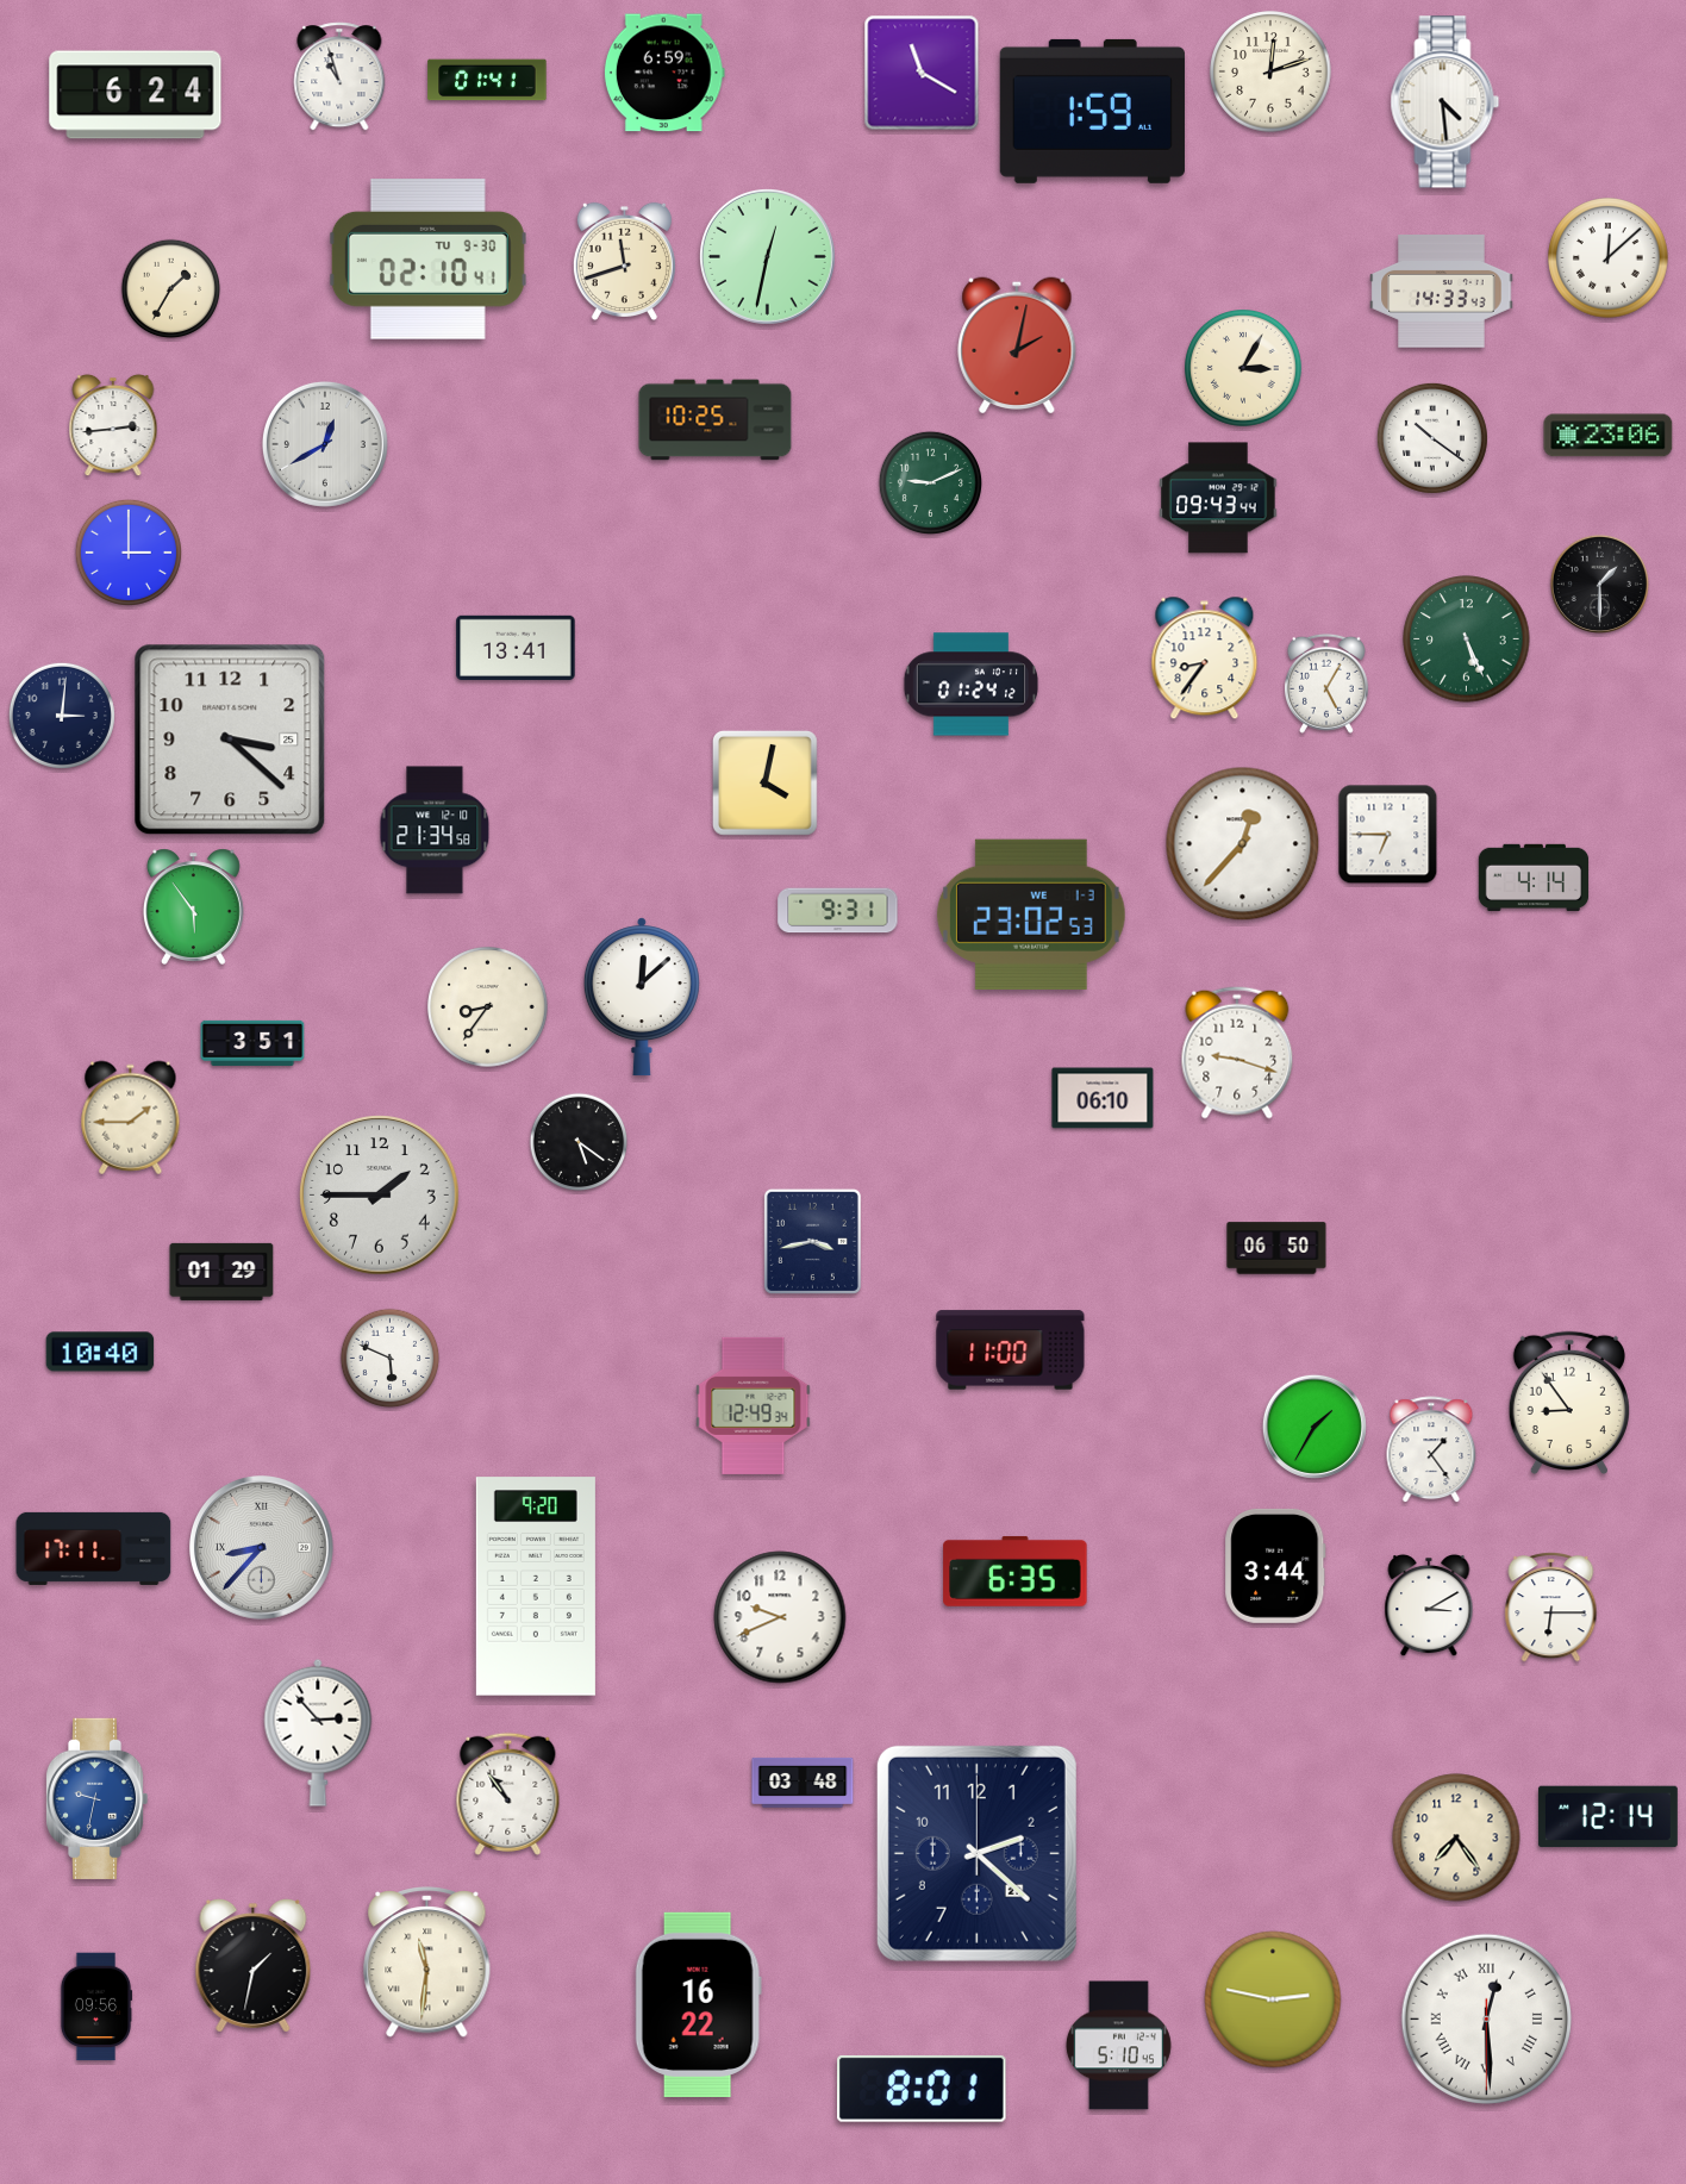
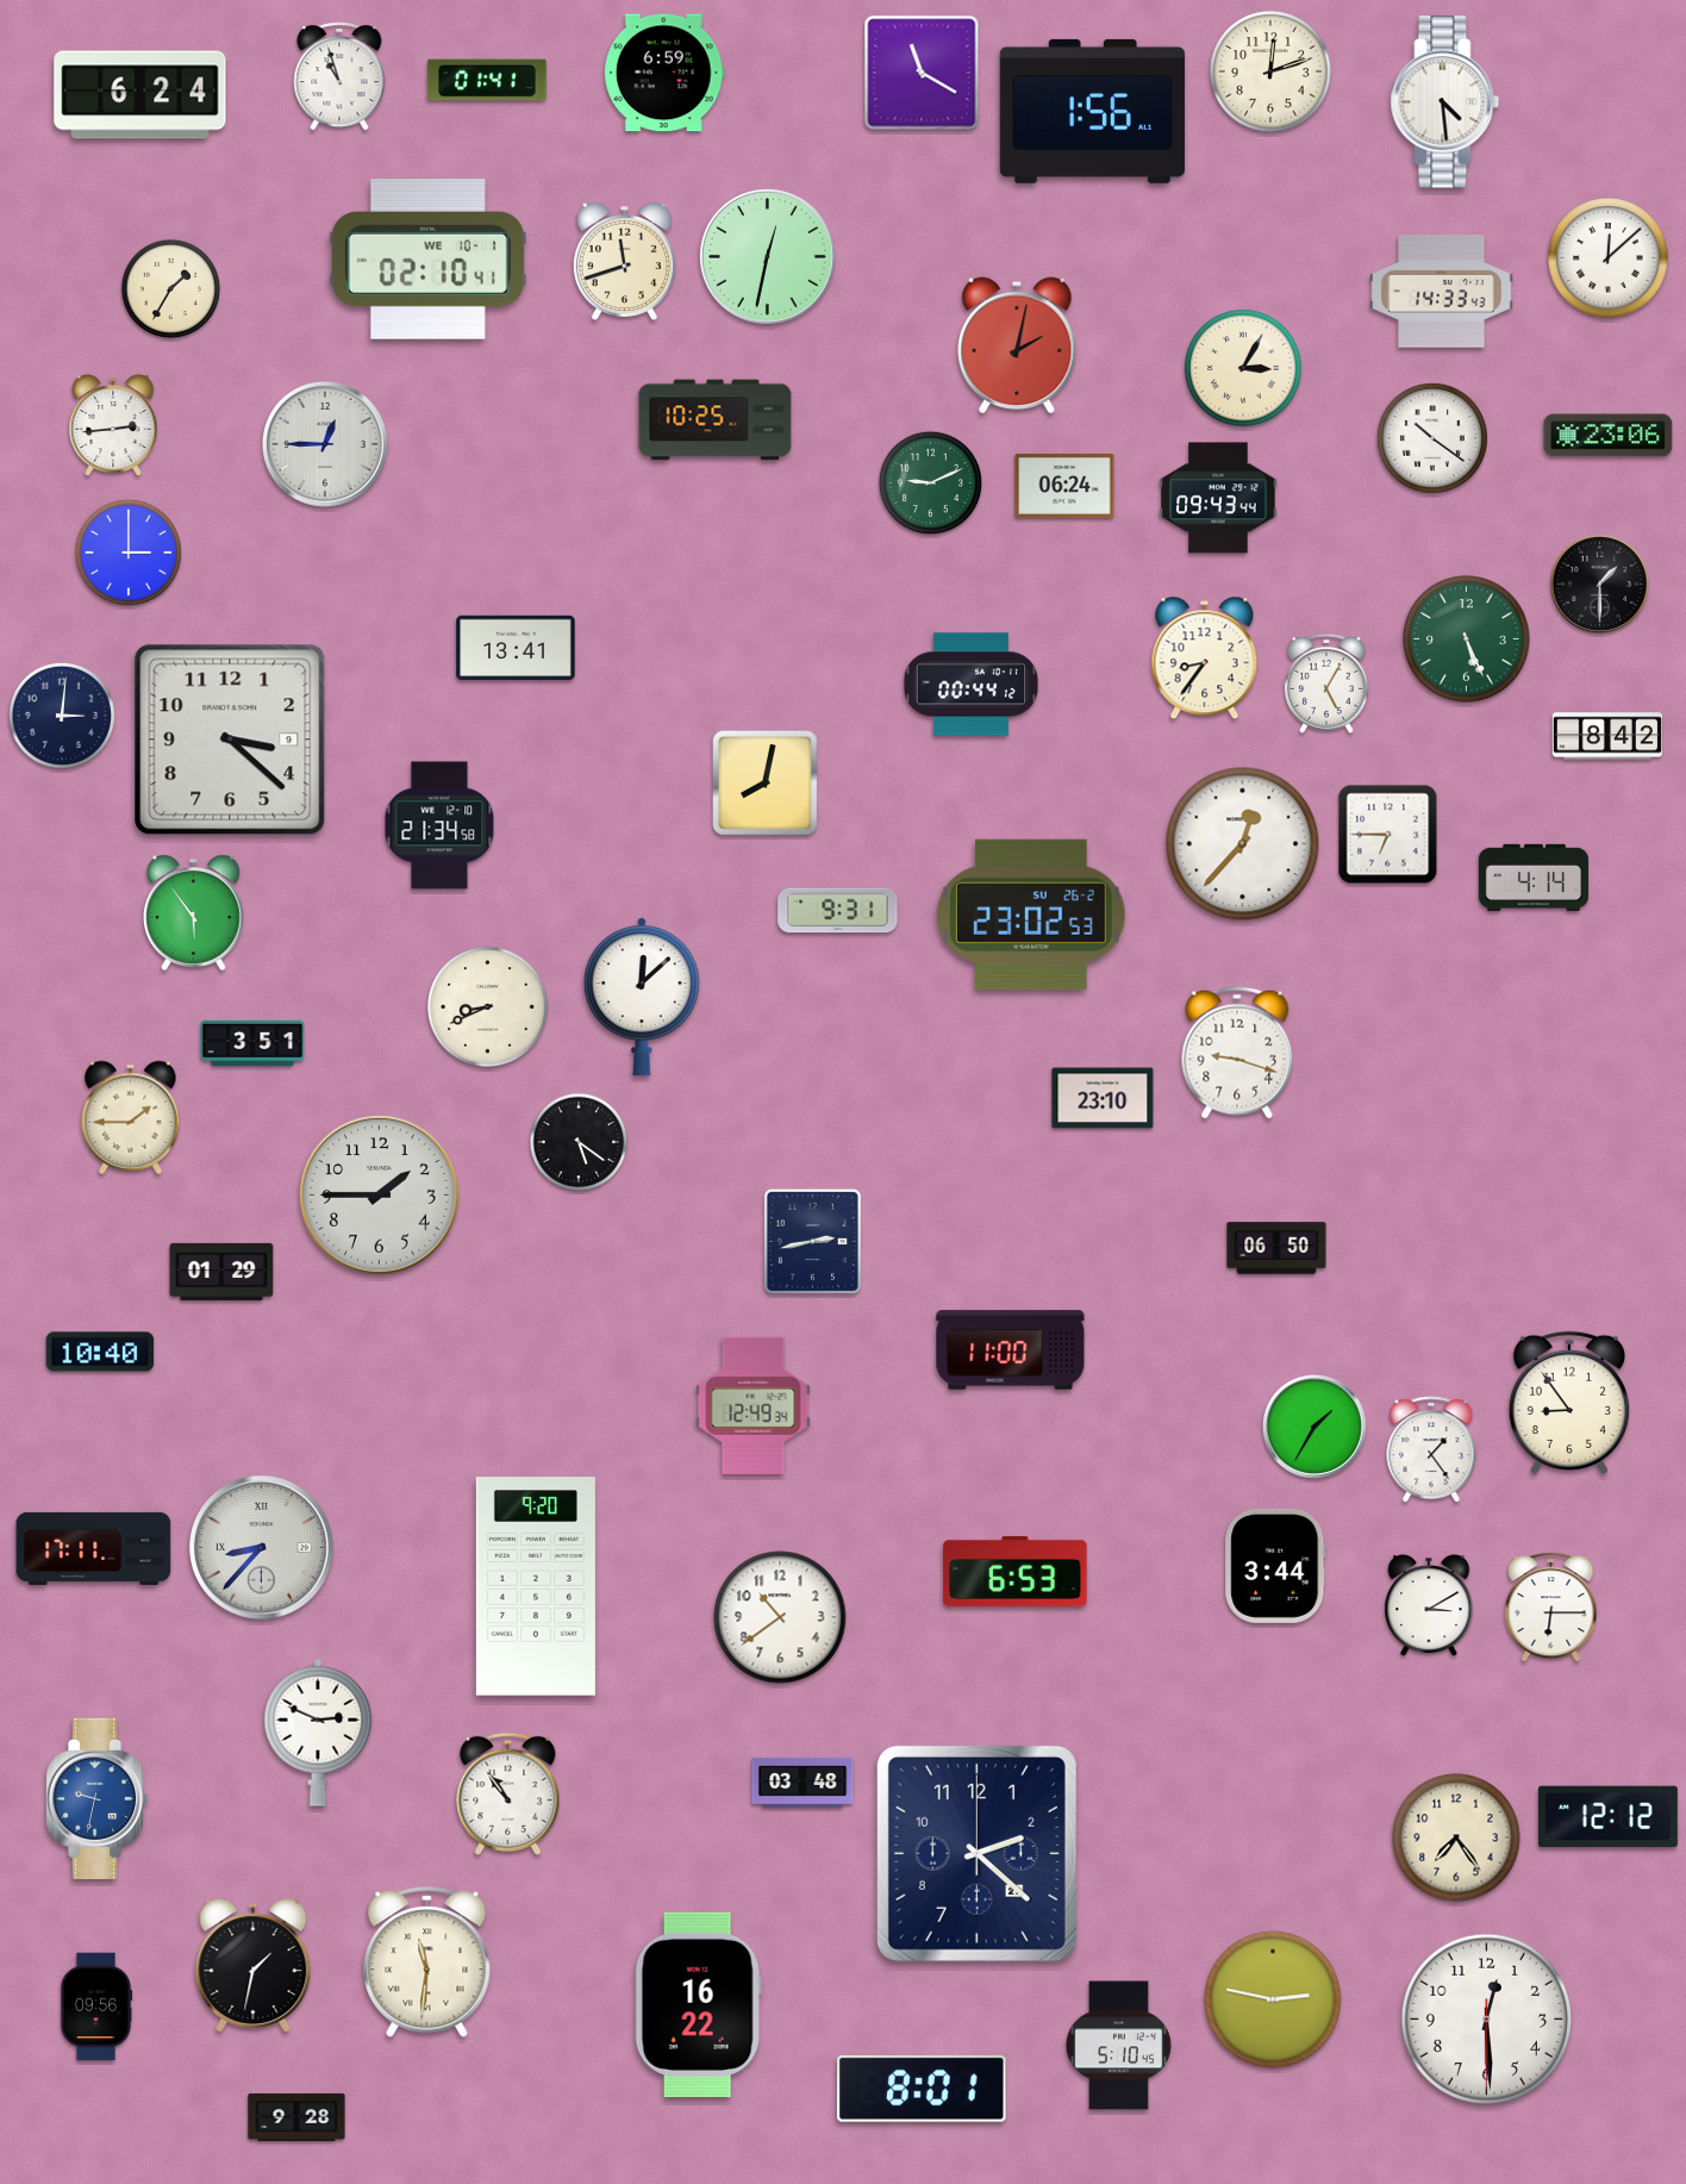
clock at (136, 95) position: (136, 95) -> (140, 95)
clock at (1092, 111): 1:59 -> 1:56
clock at (427, 260) date: TU 9-30 -> WE 10-1
clock at (325, 444): 12:40 -> 12:45
clock at (1064, 486): none -> 06:24
clock at (972, 685): 01:24 -> 00:44
clock at (1606, 736): none -> 8:42
clock at (230, 740) date: 25 -> 9
clock at (766, 784): 4:02 -> 8:02
clock at (435, 830) position: (435, 830) -> (439, 825)
clock at (193, 906) position: (193, 906) -> (193, 912)
clock at (1031, 915) date: WE 1-3 -> SU 26-2
clock at (488, 1007): 8:36 -> 8:41
clock at (1103, 1098): 06:10 -> 23:10
clock at (812, 1241): 3:43 -> 2:43
clock at (391, 1359): 5:49 -> none
clock at (1016, 1571): 6:35 -> 6:53
clock at (780, 1617): 9:41 -> 10:39
clock at (318, 1733): 2:53 -> 2:49
clock at (1607, 1817): 12:14 -> 12:12
clock at (1486, 2018) numerals: Roman -> Arabic
clock at (296, 2117): none -> 9:28
